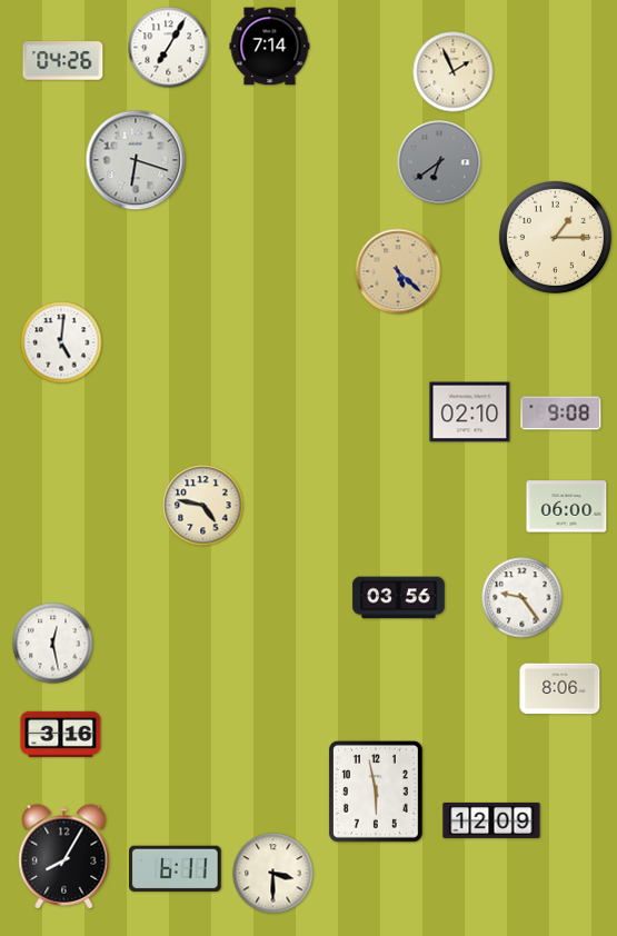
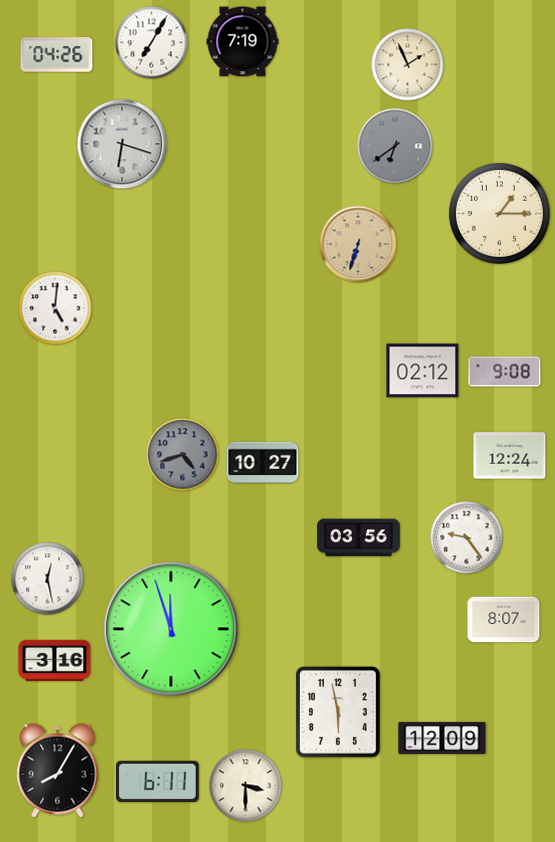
clock at (270, 47): 7:14 -> 7:19
clock at (398, 271): 5:22 -> 6:33
clock at (470, 412): 02:10 -> 02:12
clock at (203, 506): 4:47 -> 4:42
clock at (203, 506) dial: cream -> grey
clock at (567, 507): 06:00 -> 12:24
clock at (263, 463): none -> 10:27
clock at (523, 598) position: (523, 598) -> (467, 538)
clock at (560, 689): 8:06 -> 8:07
clock at (171, 629): none -> 11:57
